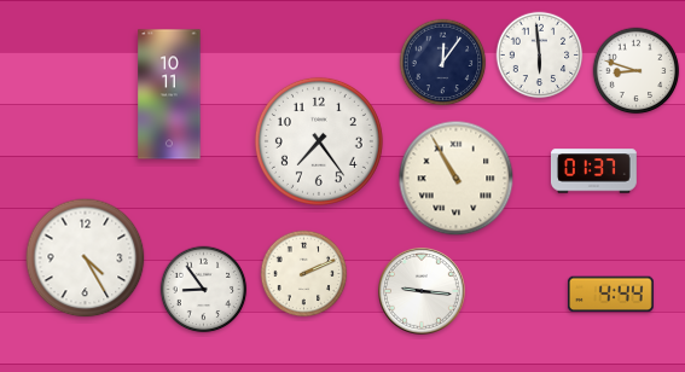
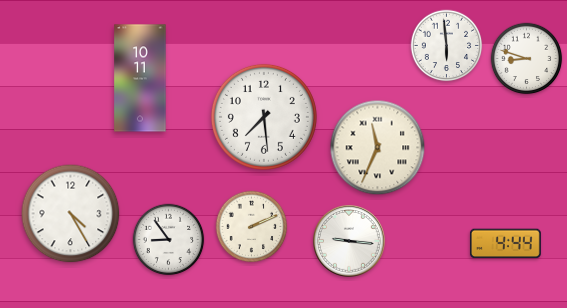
clock at (443, 63): 12:06 -> none
clock at (319, 141): 7:24 -> 7:29
clock at (594, 172): 01:37 -> none
clock at (457, 179): 10:55 -> 11:34
